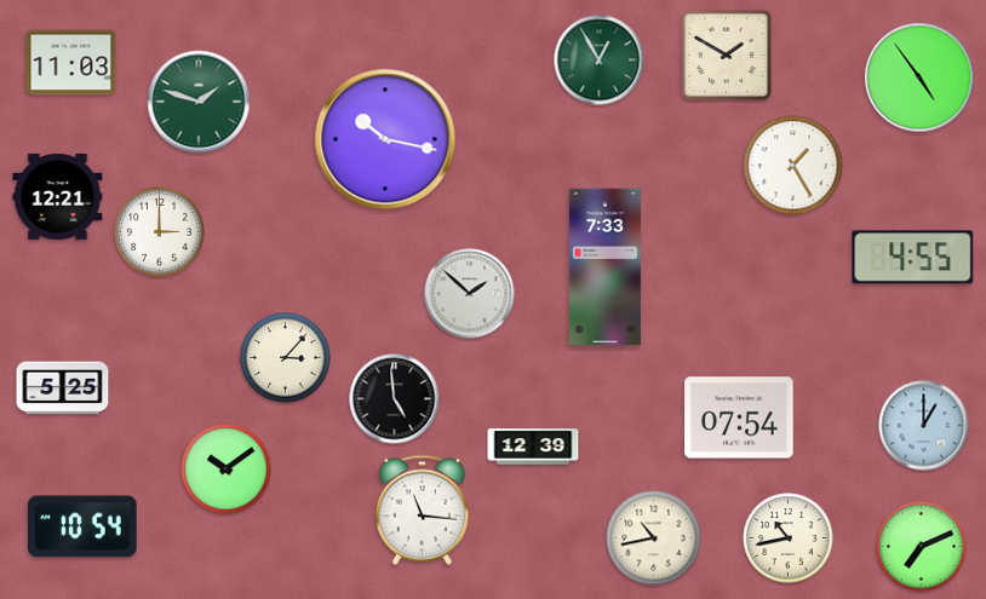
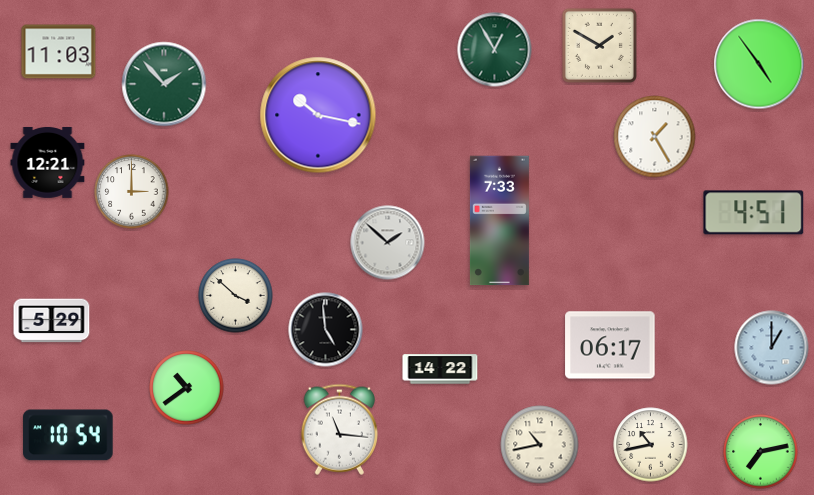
clock at (199, 102): 1:48 -> 1:53
clock at (913, 258): 4:55 -> 4:51
clock at (286, 358): 3:07 -> 3:52
clock at (63, 388): 5:25 -> 5:29
clock at (739, 417): 07:54 -> 06:17
clock at (924, 426) position: (924, 426) -> (772, 348)
clock at (533, 447): 12:39 -> 14:22
clock at (227, 470): 10:09 -> 10:39
clock at (422, 509) position: (422, 509) -> (339, 429)
clock at (922, 547): 7:11 -> 7:13
